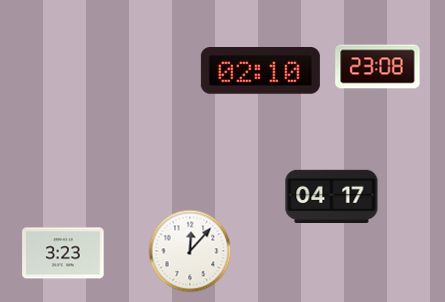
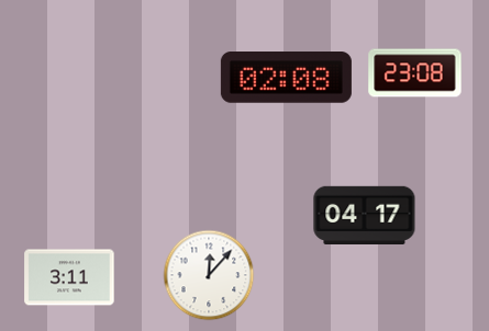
clock at (260, 71): 02:10 -> 02:08
clock at (63, 253): 3:23 -> 3:11
